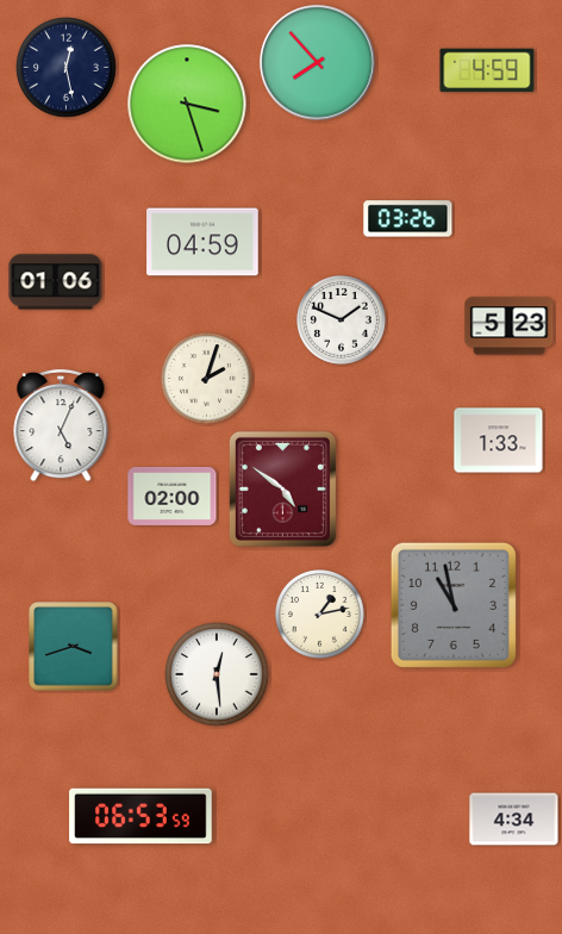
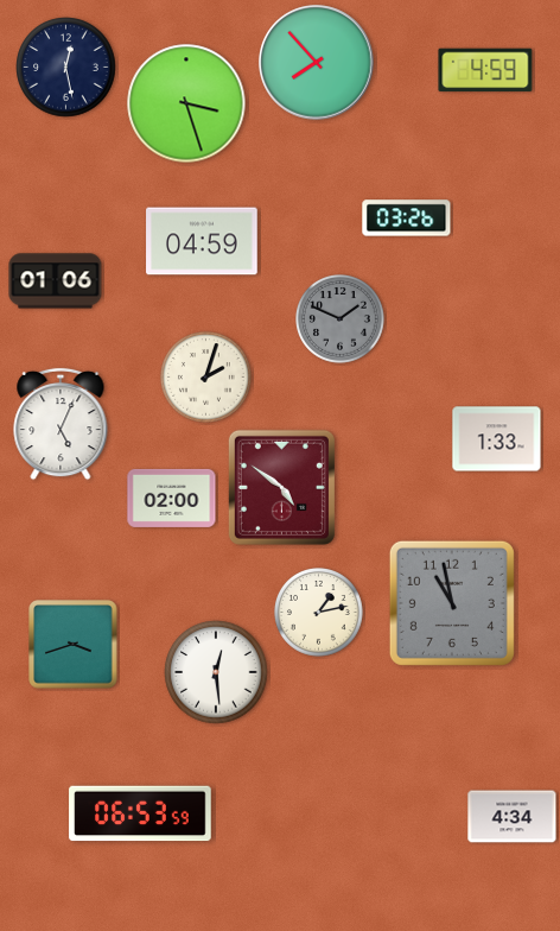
clock at (342, 320) dial: white -> grey
clock at (510, 326): 5:23 -> none
clock at (173, 496) position: (173, 496) -> (172, 498)
